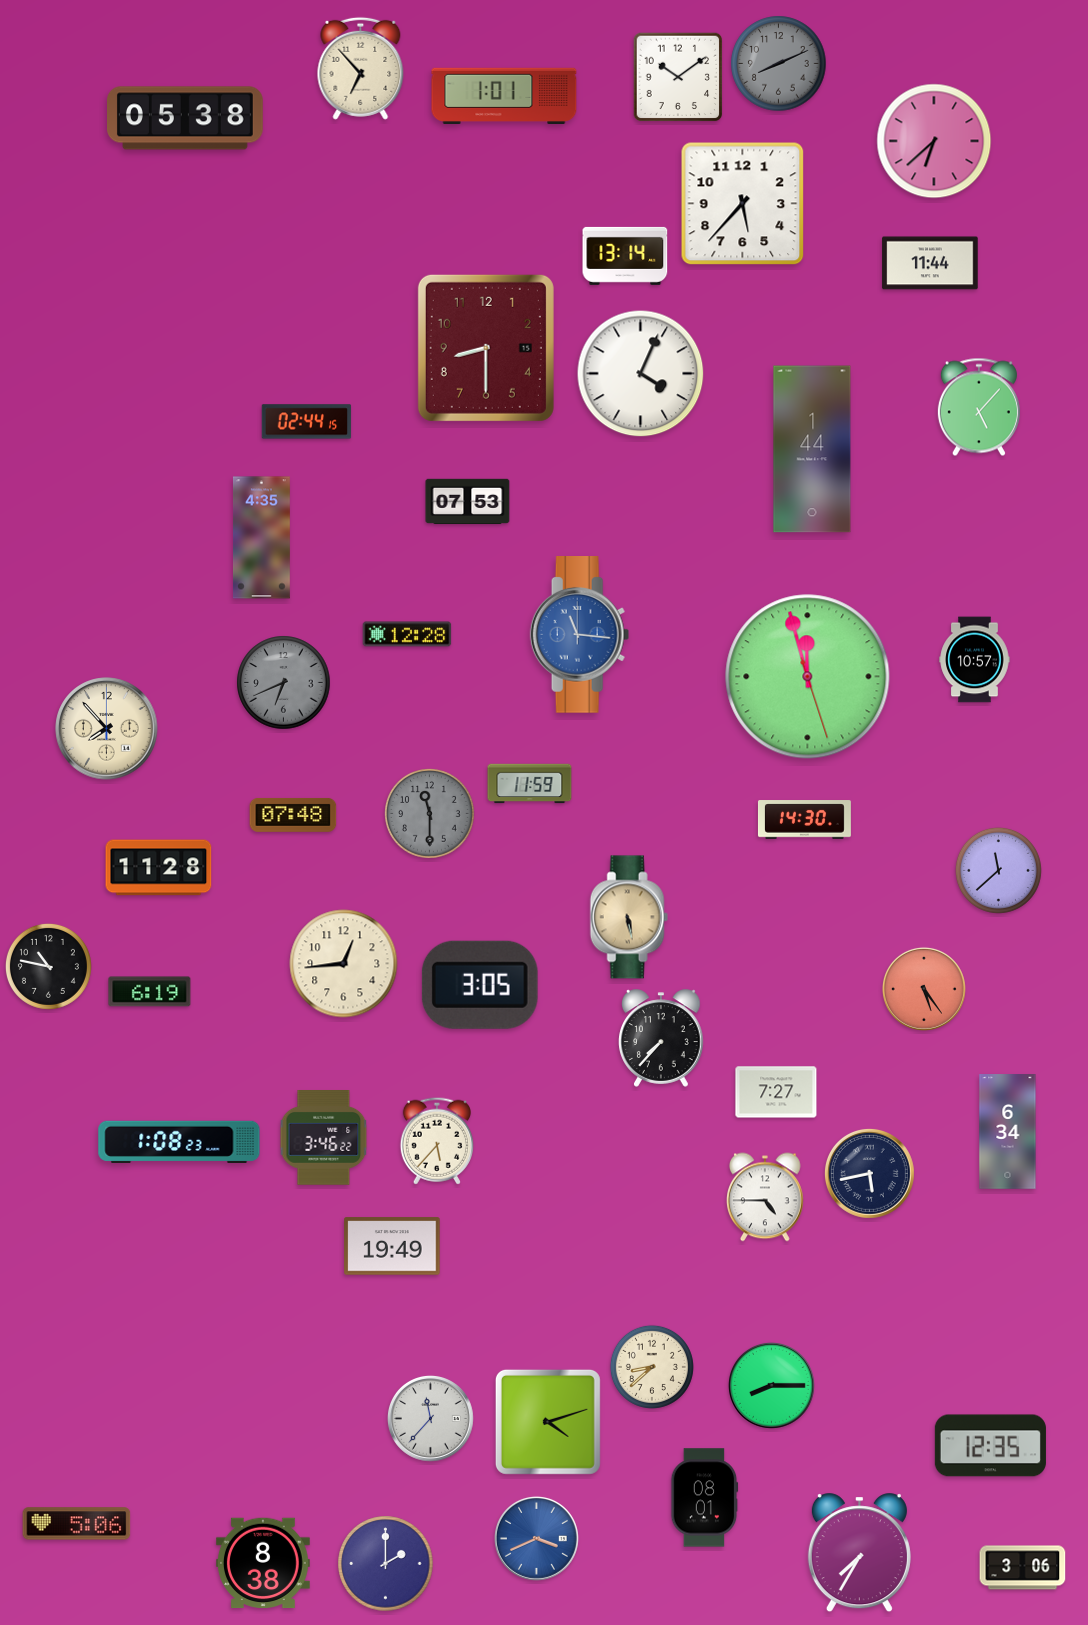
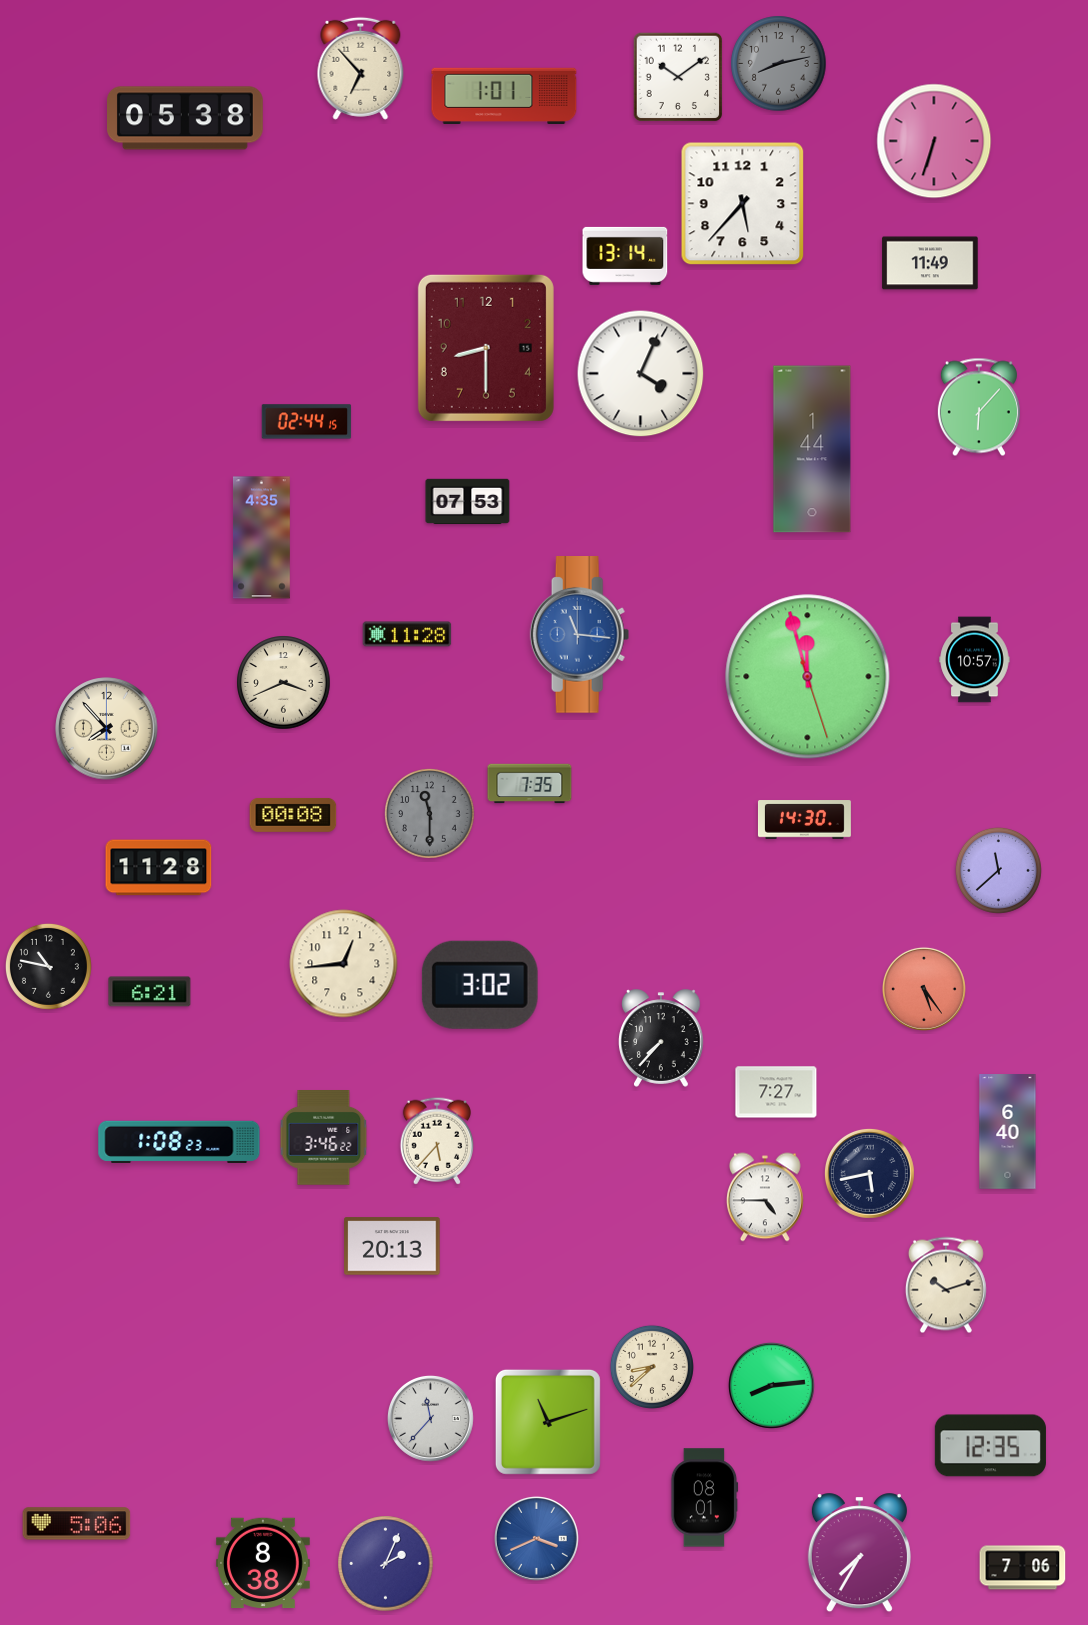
clock at (779, 64): 8:11 -> 8:13
clock at (934, 141): 6:38 -> 6:33
clock at (930, 263): 11:44 -> 11:49
clock at (979, 407): 5:07 -> 6:07
clock at (407, 634): 12:28 -> 11:28
clock at (284, 683): 6:41 -> 3:41
clock at (284, 683) dial: grey -> cream
clock at (530, 784): 11:59 -> 7:35
clock at (293, 815): 07:48 -> 00:08
clock at (629, 917): 5:28 -> none
clock at (480, 985): 3:05 -> 3:02
clock at (150, 992): 6:19 -> 6:21
clock at (1008, 1132): 6:34 -> 6:40
clock at (392, 1246): 19:49 -> 20:13
clock at (946, 1285): none -> 10:12
clock at (771, 1385): 8:15 -> 8:14
clock at (548, 1422): 4:12 -> 11:12
clock at (386, 1564): 2:00 -> 2:04
clock at (1023, 1568): 3:06 -> 7:06
